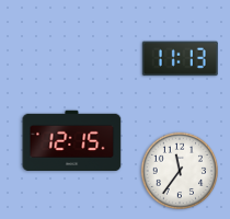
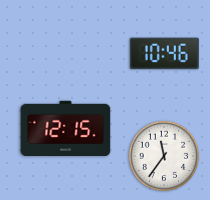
clock at (180, 59): 11:13 -> 10:46
